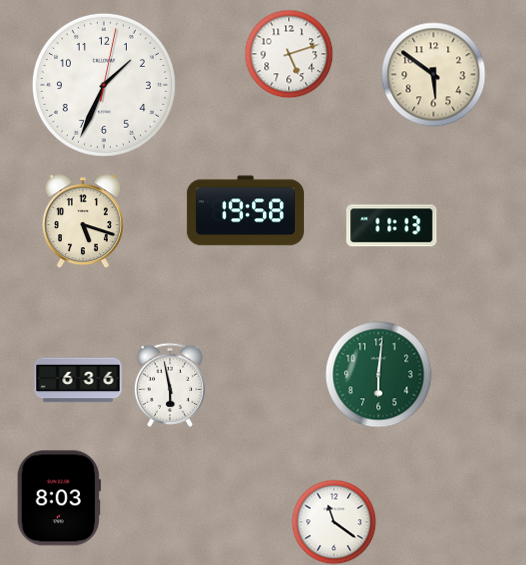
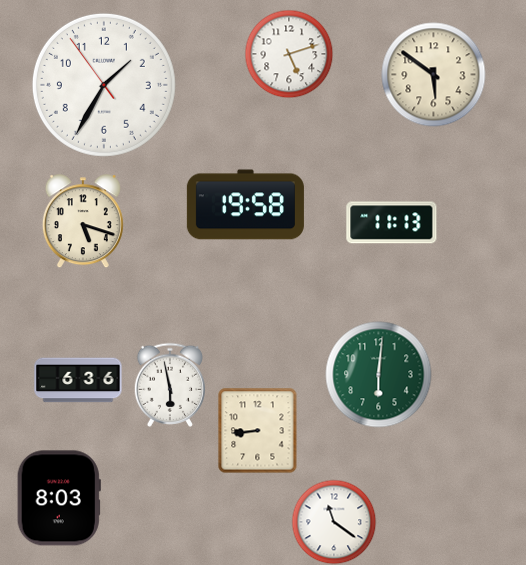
clock at (104, 85): 1:34:02 -> 1:34:54
clock at (245, 211) position: (245, 211) -> (245, 205)
clock at (392, 226) position: (392, 226) -> (392, 223)
clock at (258, 430): none -> 8:44
